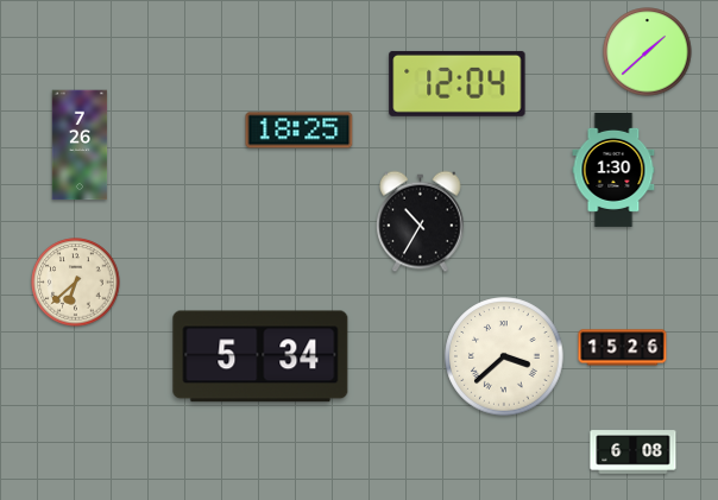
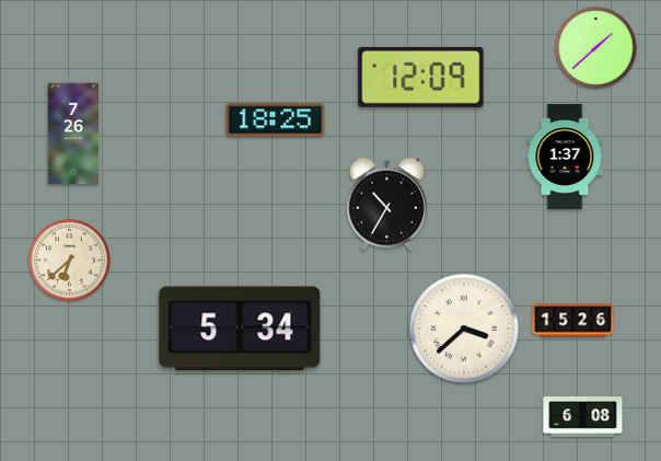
clock at (458, 83): 12:04 -> 12:09
clock at (613, 170): 1:30 -> 1:37
